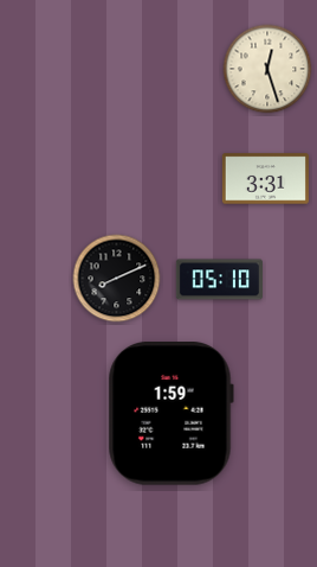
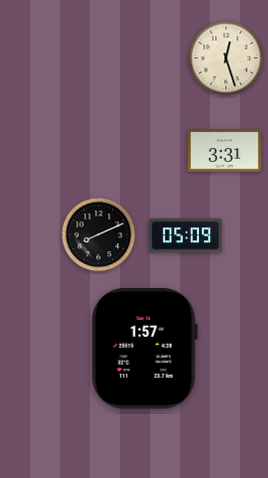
clock at (219, 280): 05:10 -> 05:09
clock at (170, 414): 1:59 -> 1:57
